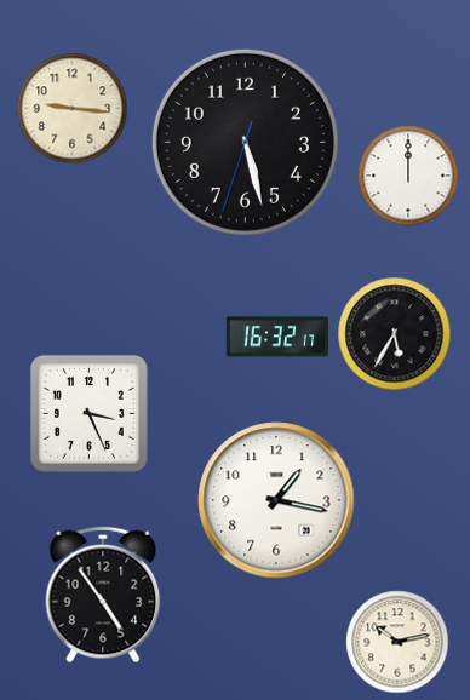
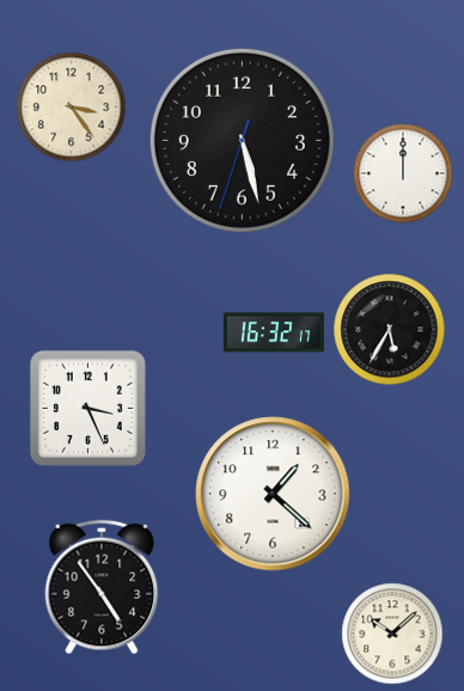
clock at (73, 109): 9:16 -> 3:24
clock at (276, 500): 1:17 -> 1:22
clock at (397, 642): 10:13 -> 10:08
